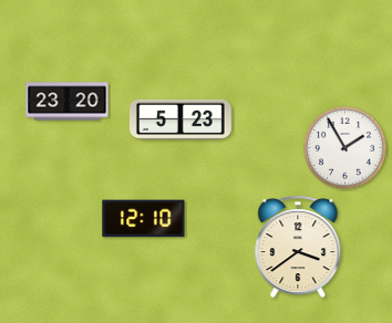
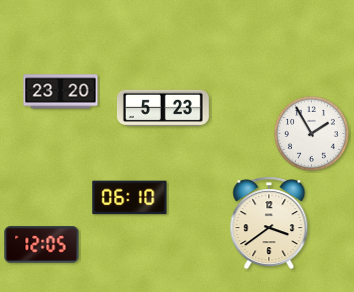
clock at (144, 219): 12:10 -> 06:10
clock at (42, 245): none -> 12:05
